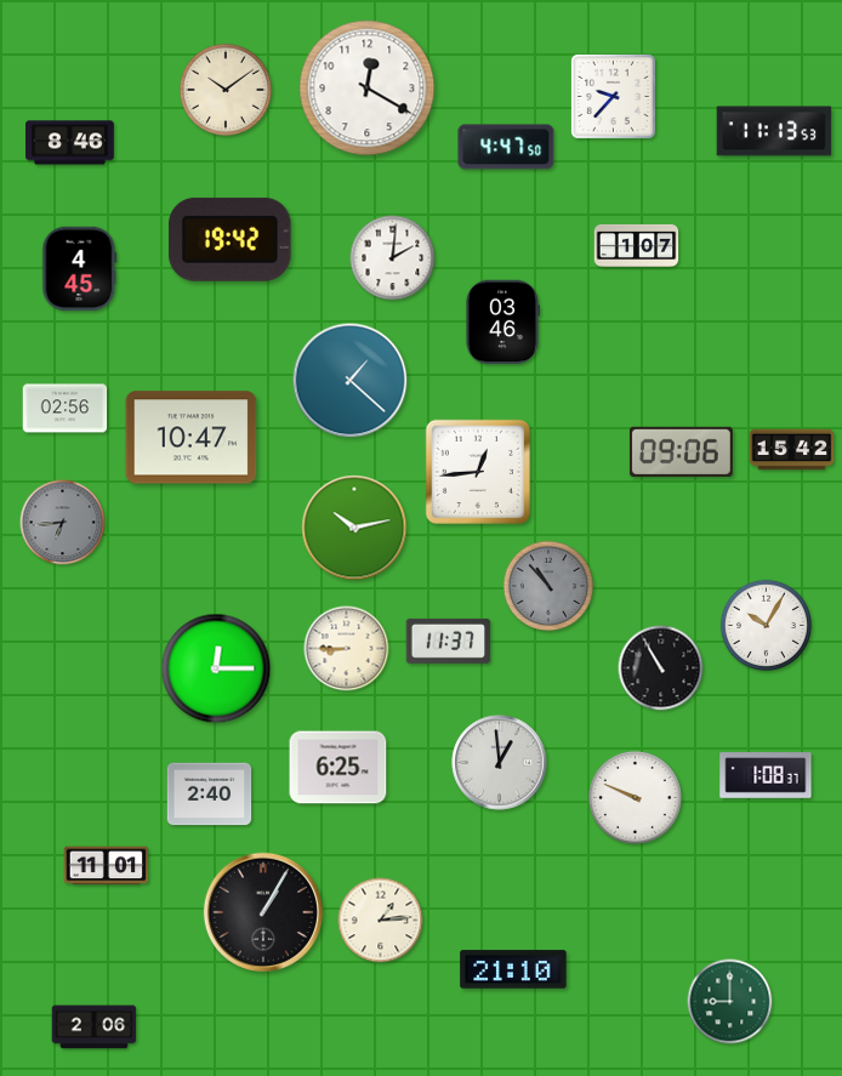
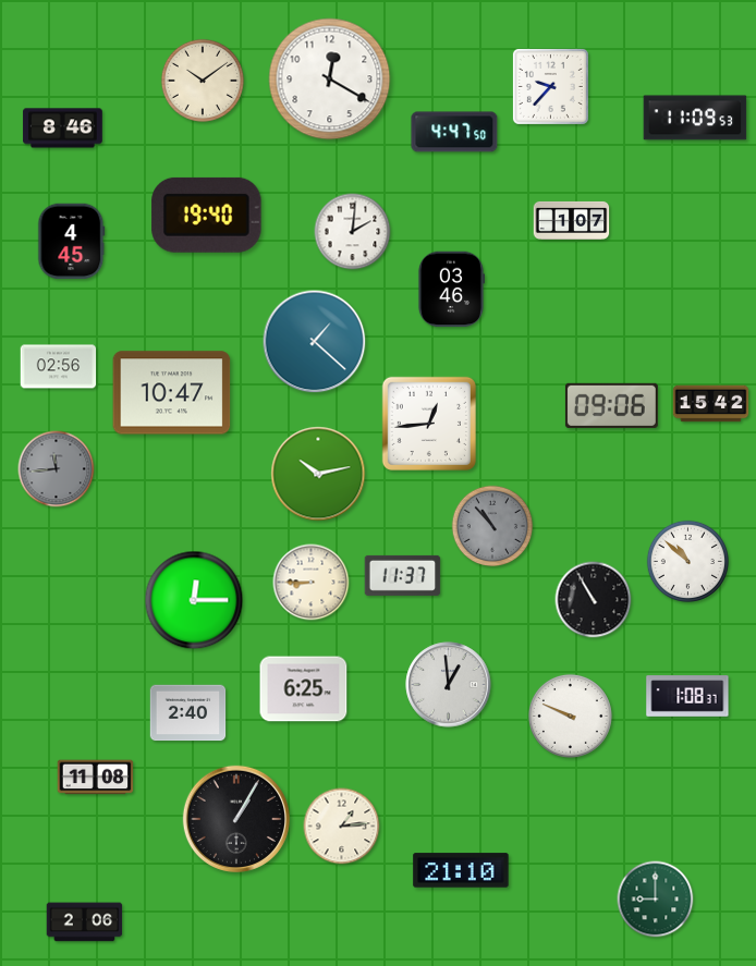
clock at (774, 131): 11:13 -> 11:09
clock at (231, 239): 19:42 -> 19:40
clock at (63, 523): 6:44 -> 11:44
clock at (766, 625): 10:05 -> 10:52
clock at (107, 866): 11:01 -> 11:08
